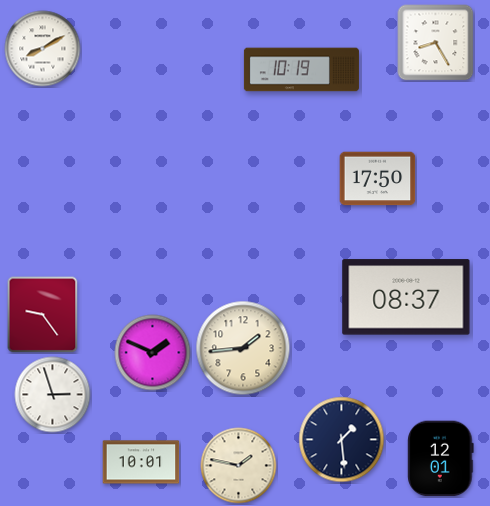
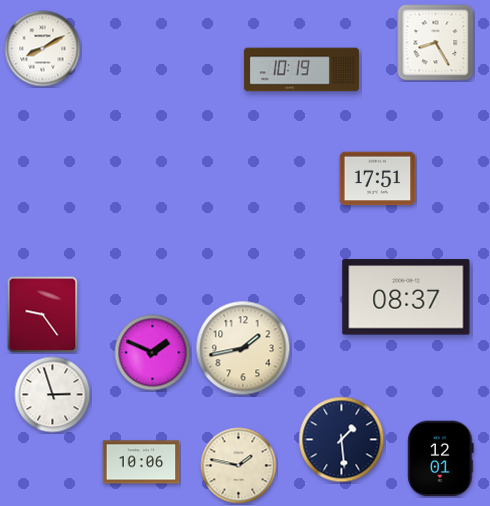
clock at (378, 179): 17:50 -> 17:51
clock at (243, 348): 1:44 -> 1:43
clock at (141, 462): 10:01 -> 10:06
